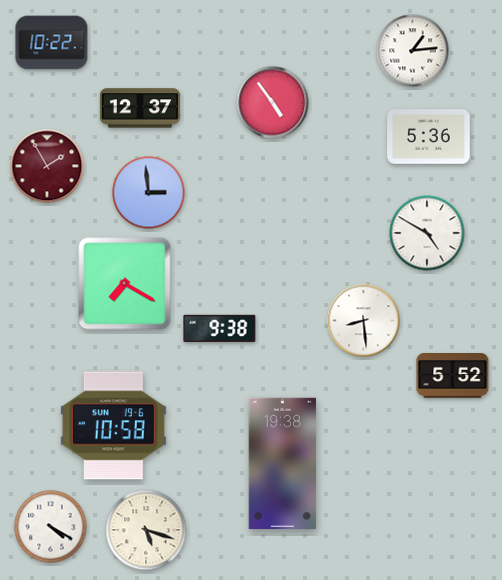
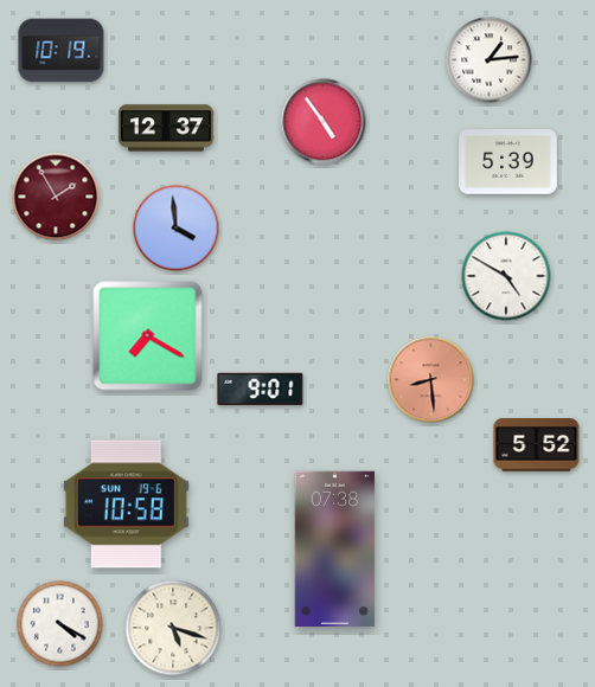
clock at (52, 43): 10:22 -> 10:19
clock at (429, 137): 5:36 -> 5:39
clock at (149, 193): 2:59 -> 3:59
clock at (364, 321) dial: white -> salmon
clock at (220, 328): 9:38 -> 9:01
clock at (113, 426) position: (113, 426) -> (126, 505)
clock at (283, 464): 19:38 -> 07:38
